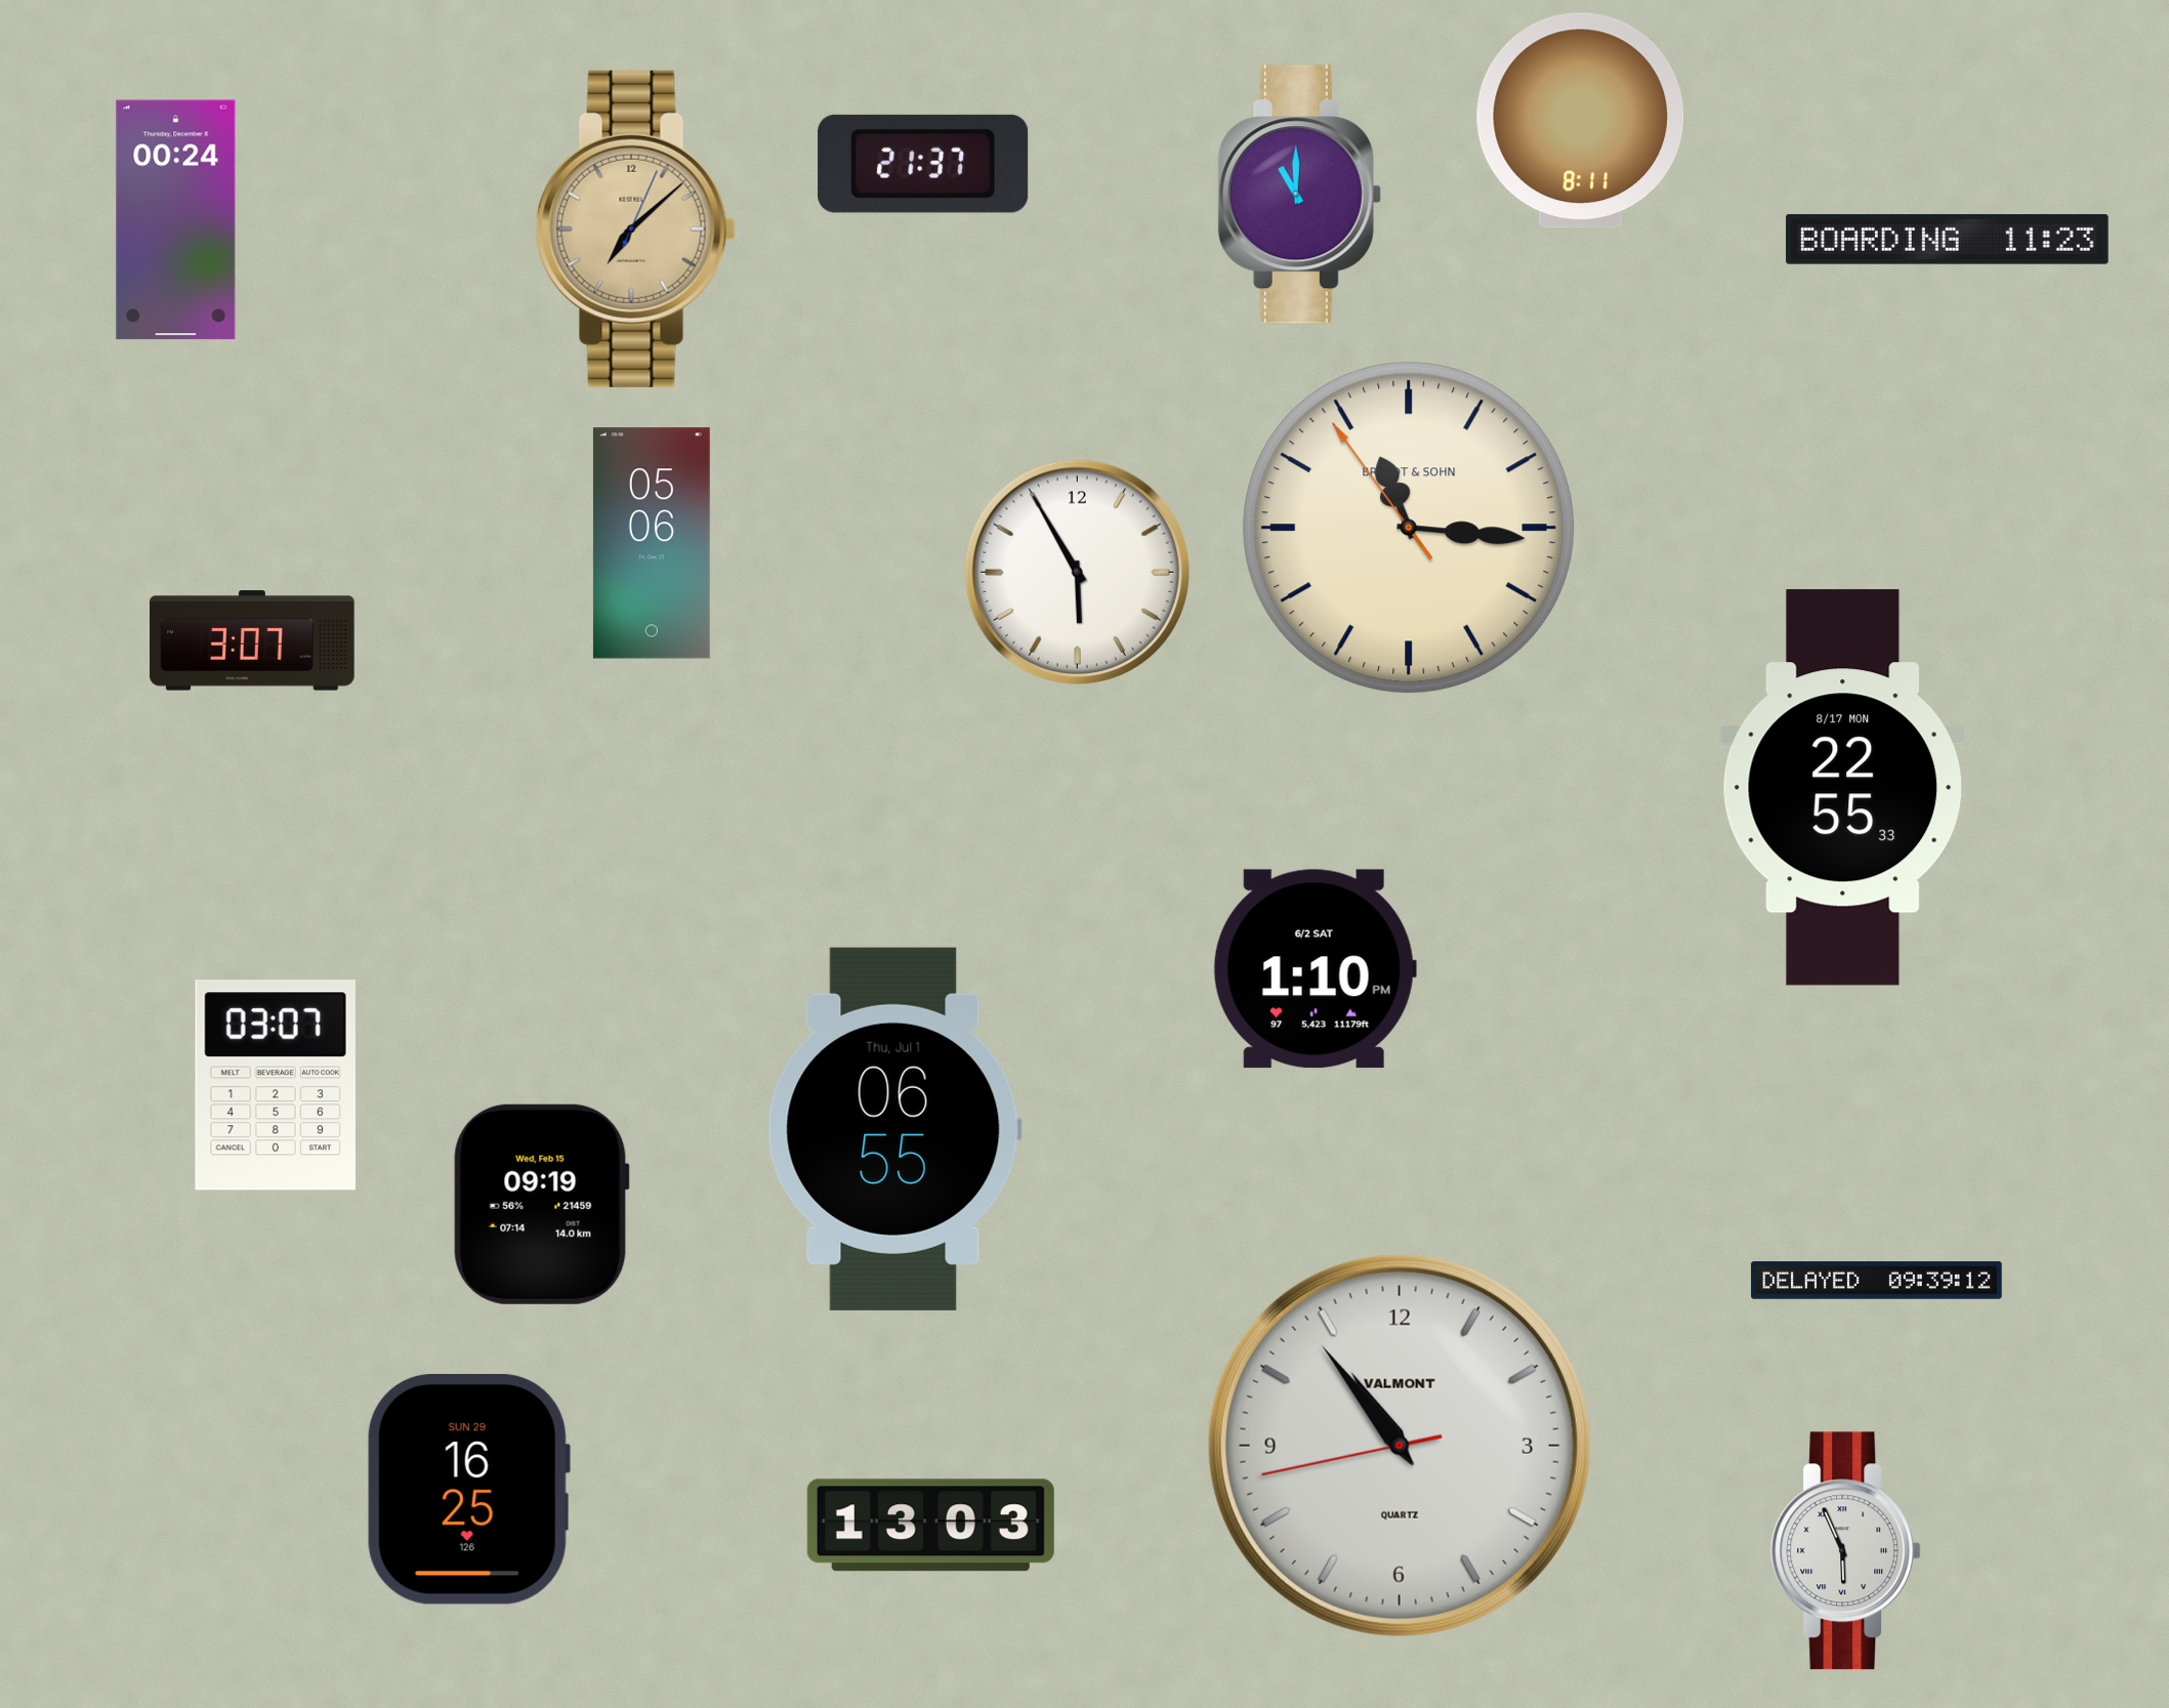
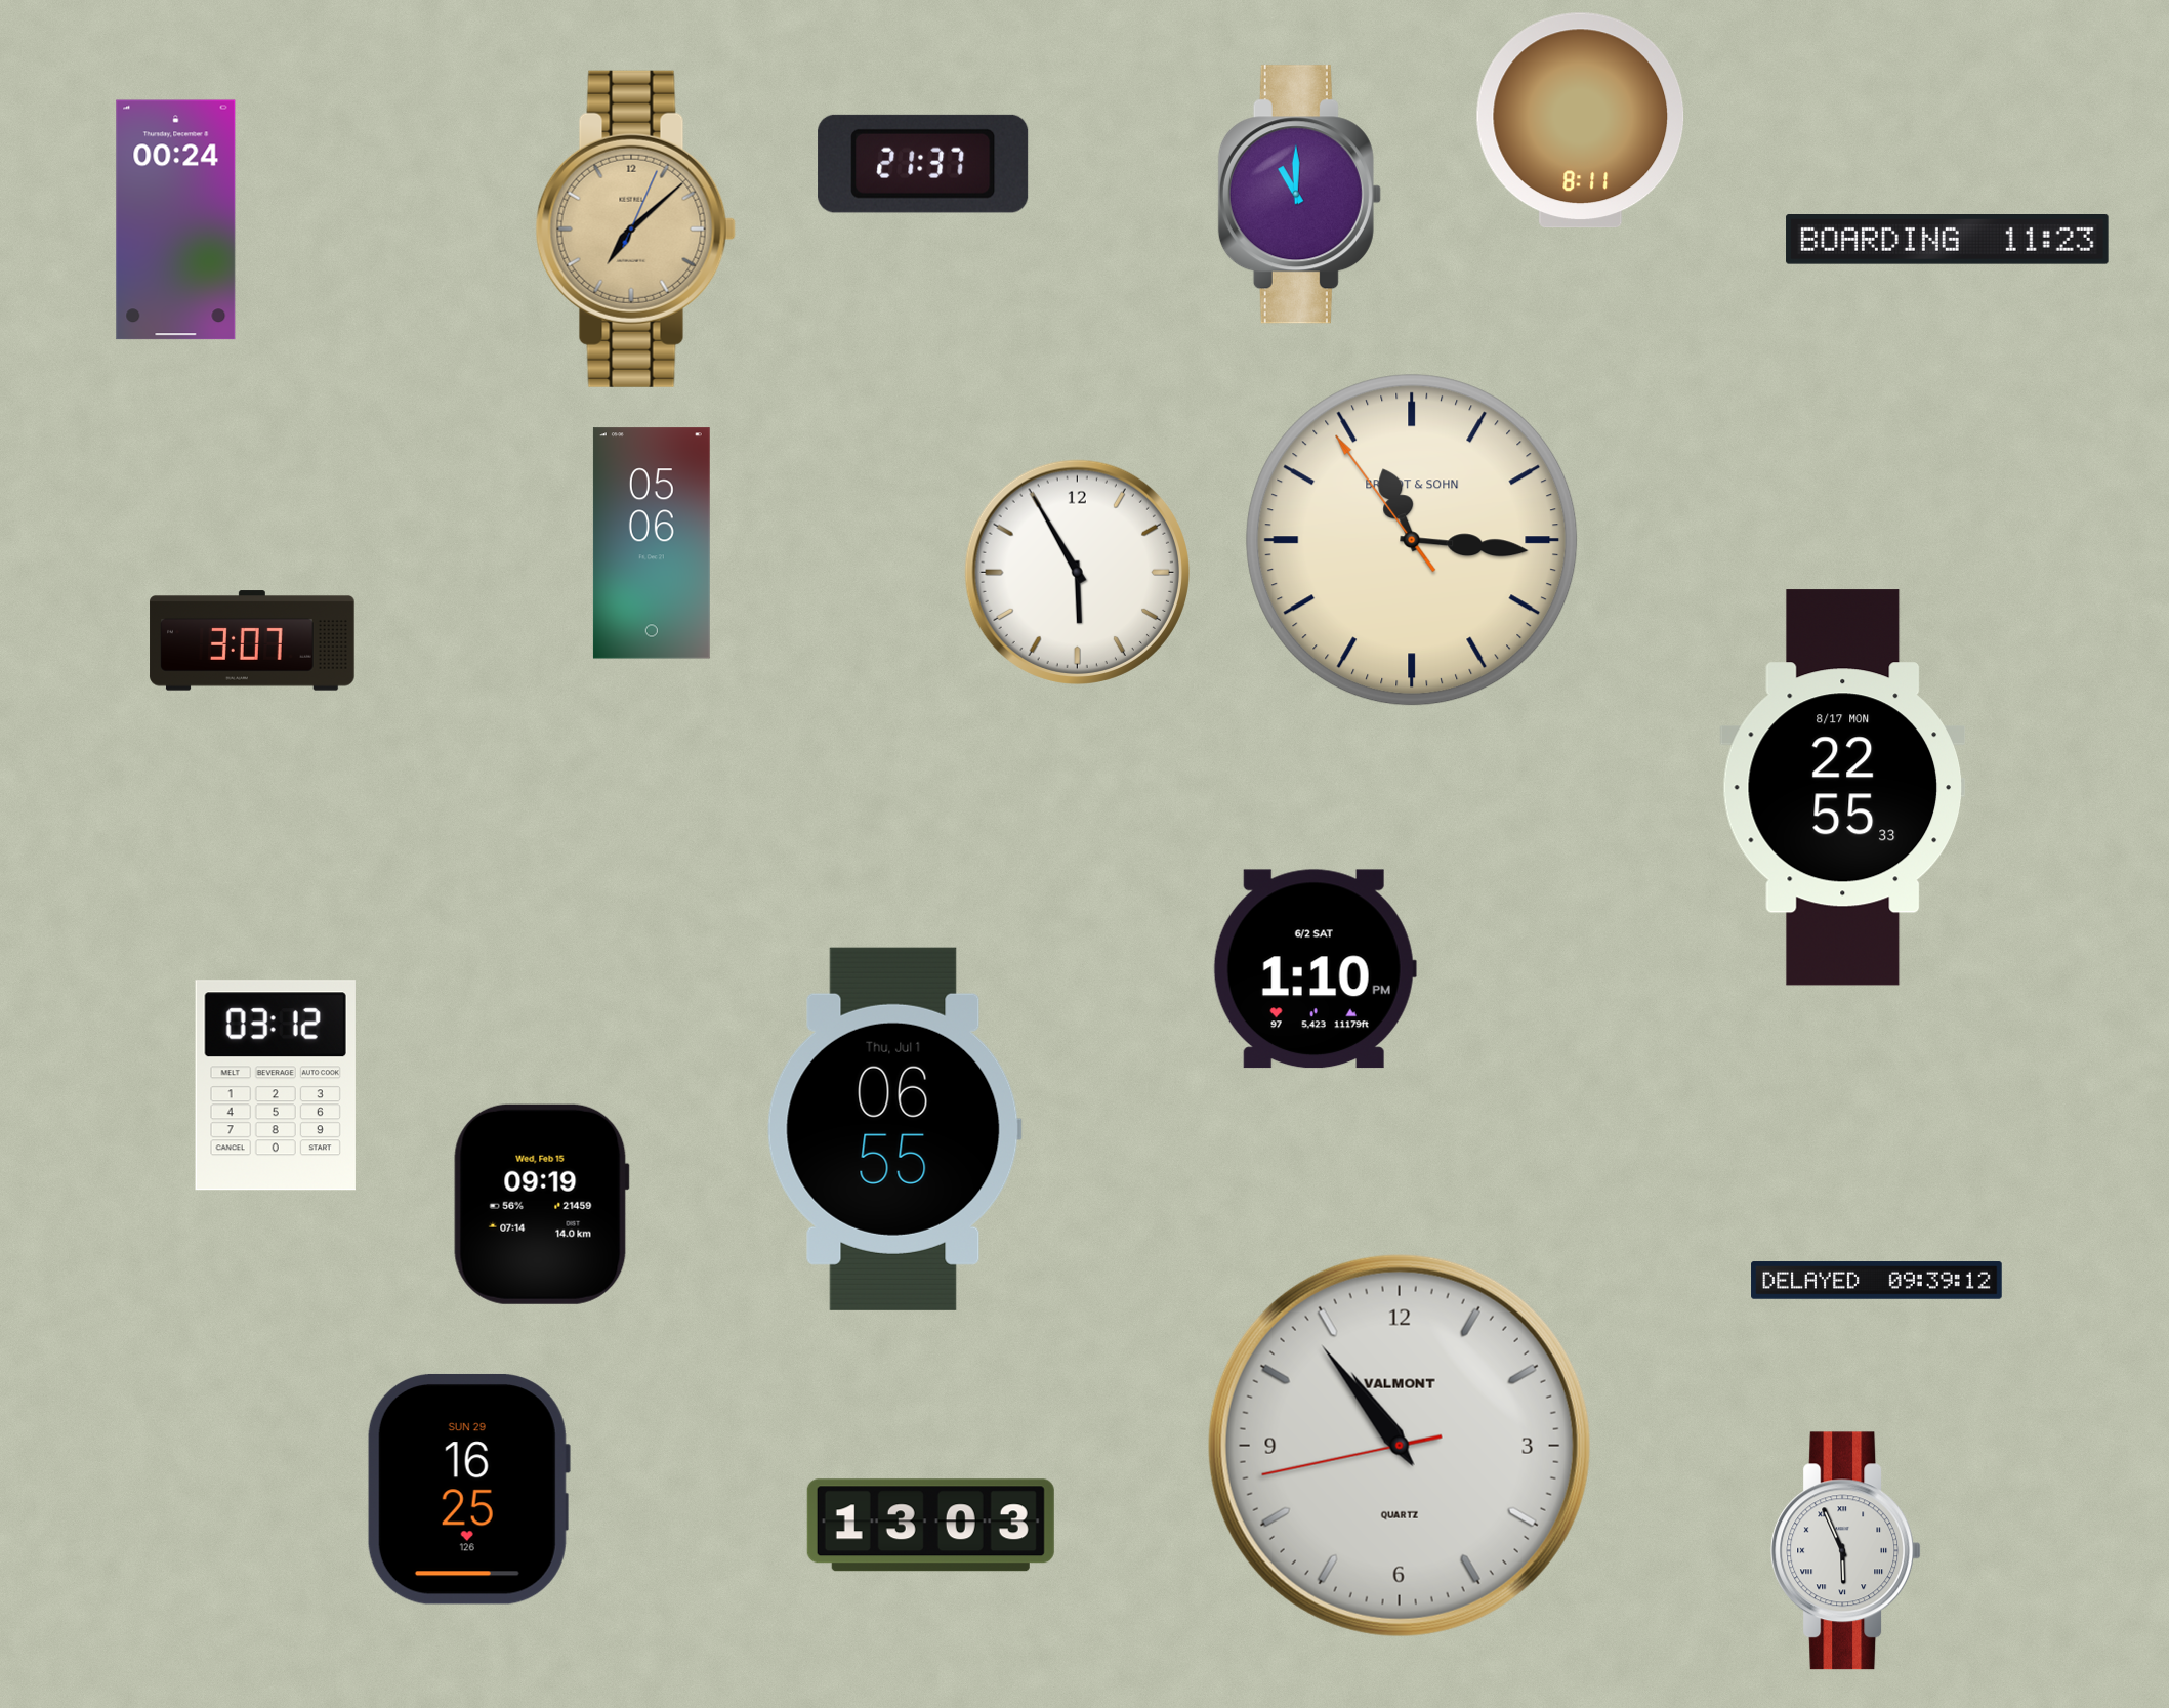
clock at (1409, 528) position: (1409, 528) -> (1412, 540)
clock at (276, 1085): 03:07 -> 03:12
